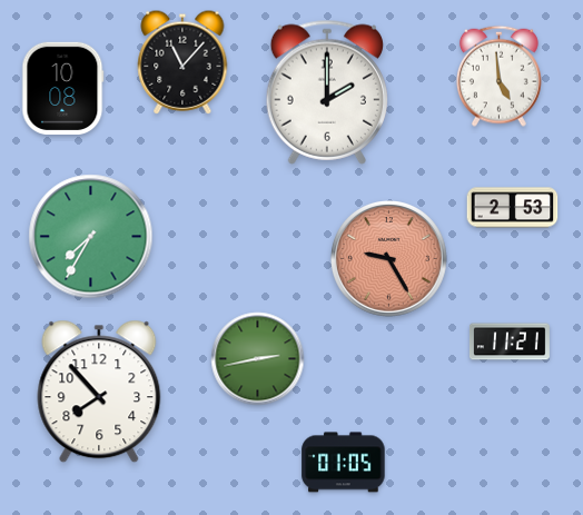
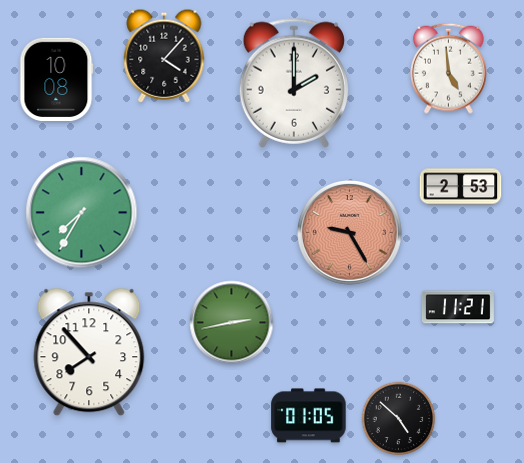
clock at (182, 62): 11:07 -> 4:07
clock at (399, 419): none -> 4:52
